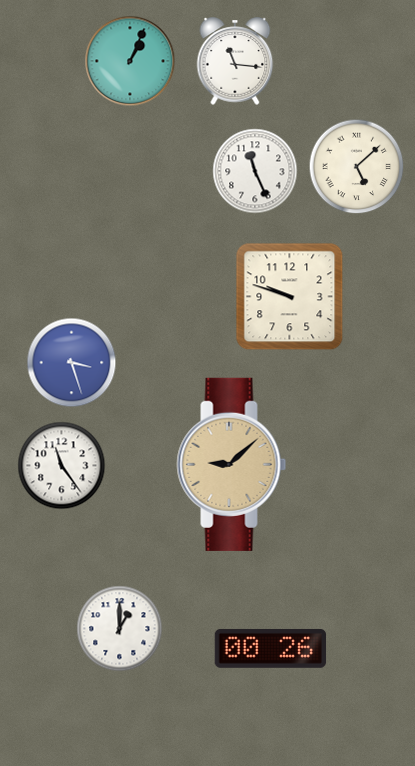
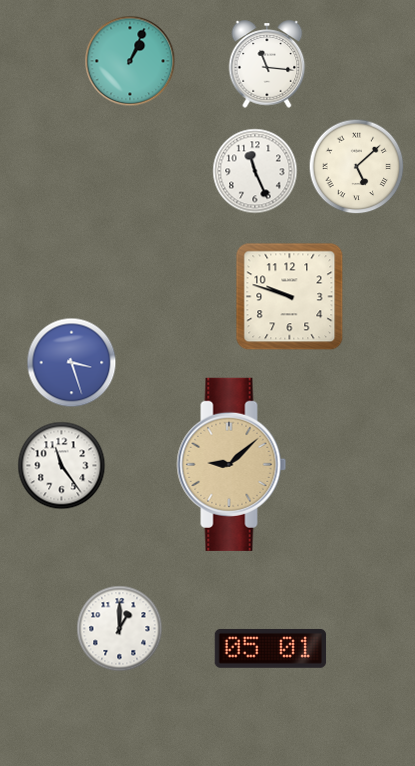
clock at (235, 61) position: (235, 61) -> (267, 64)
clock at (271, 648): 00:26 -> 05:01
